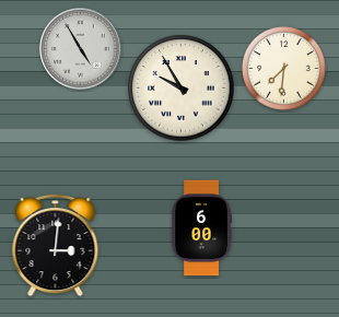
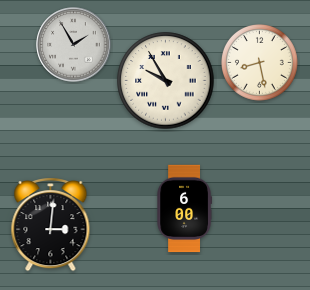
clock at (81, 49): 4:55 -> 1:55
clock at (284, 69): 7:31 -> 8:28
